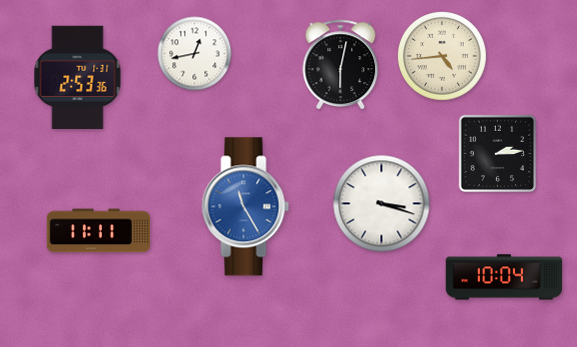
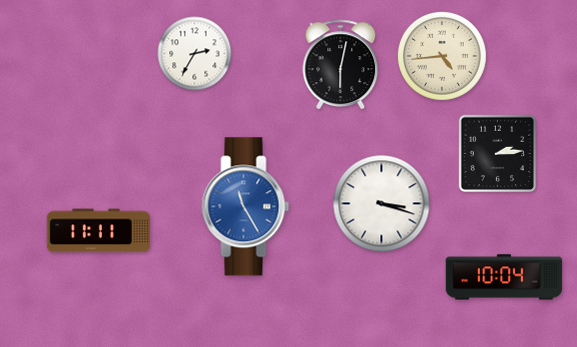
clock at (195, 54): 12:43 -> 2:35
clock at (78, 77): 2:53 -> none
